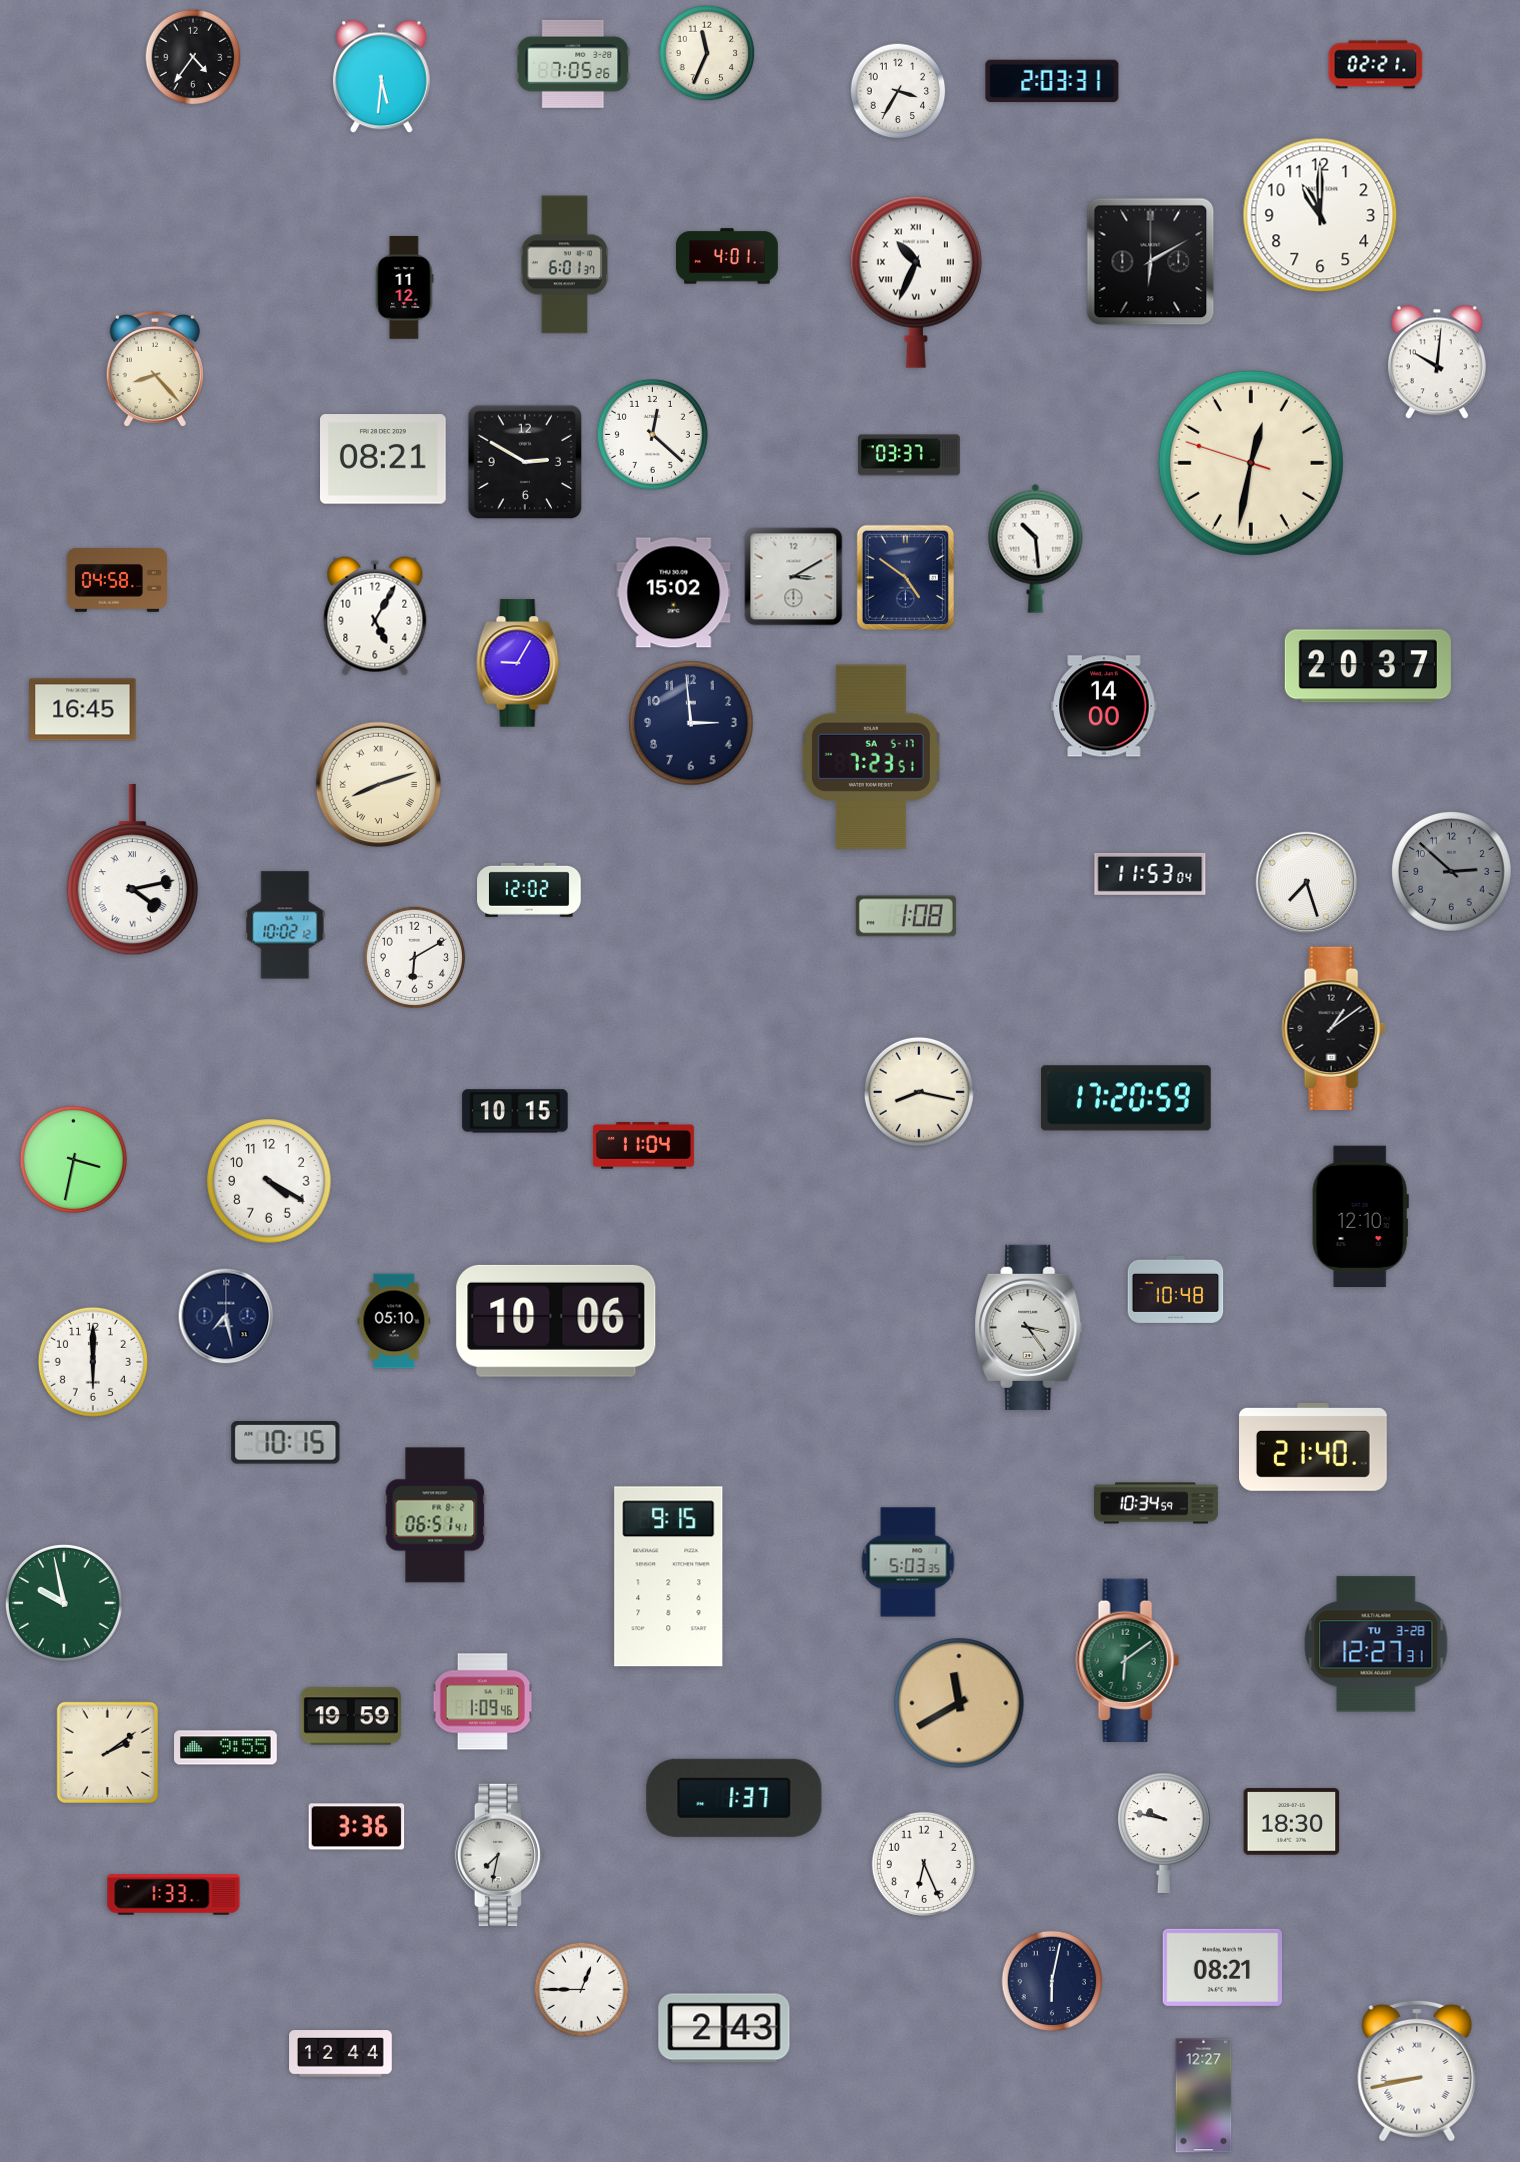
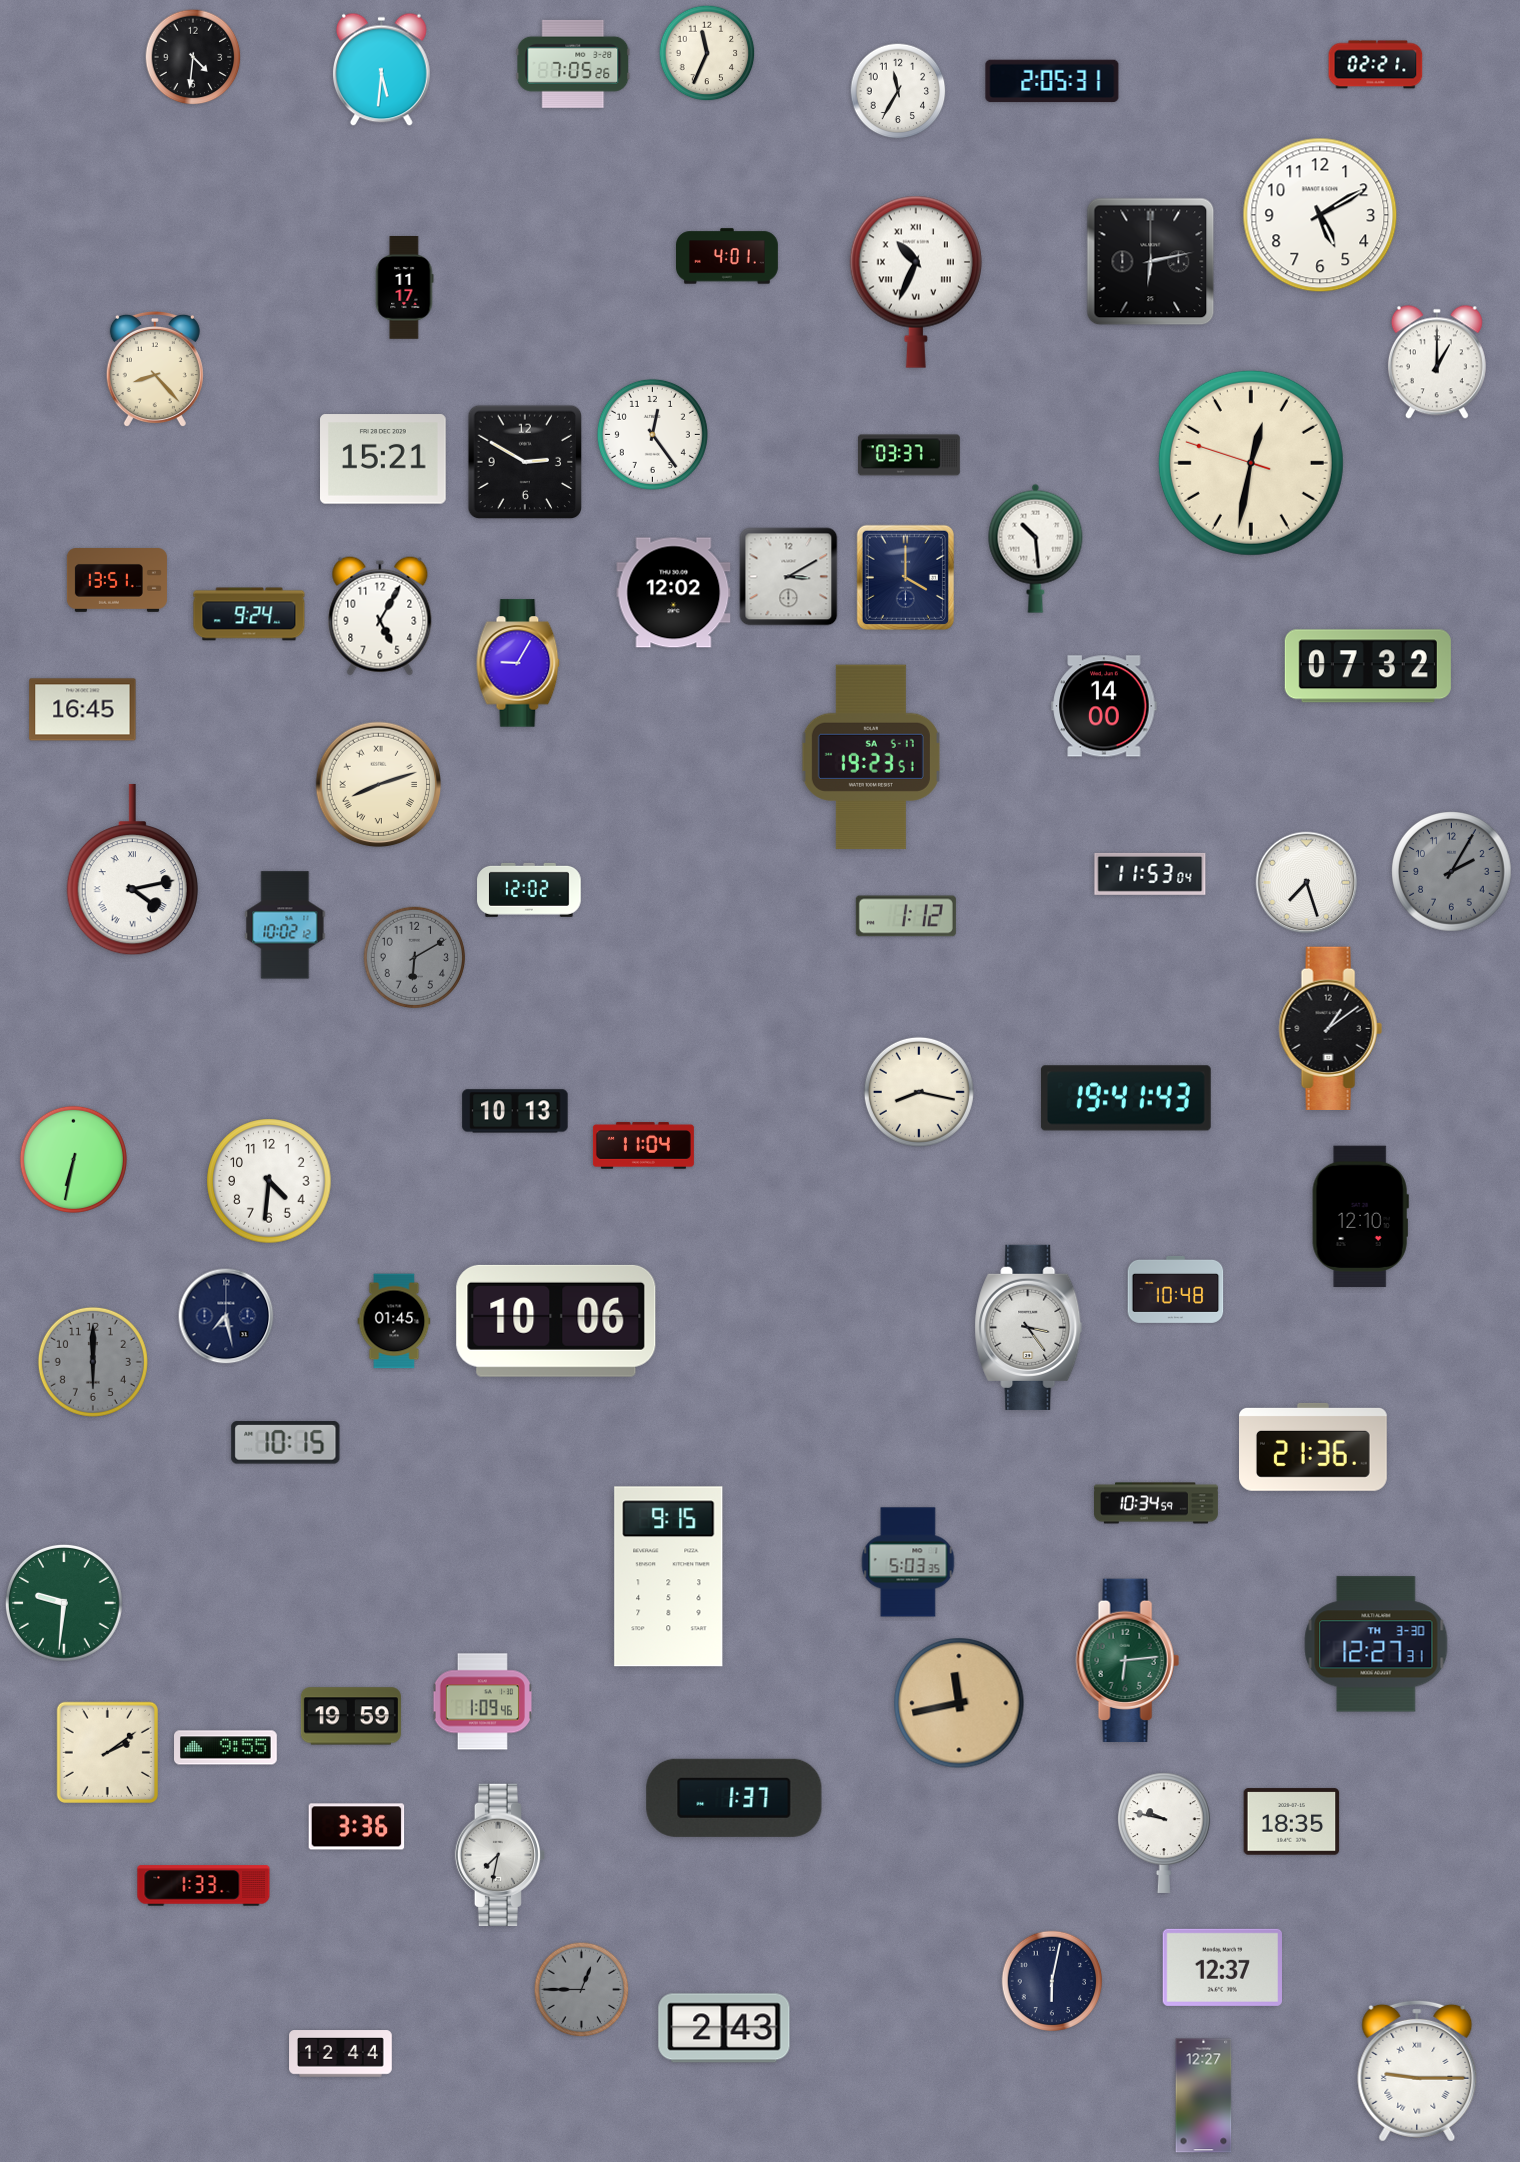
clock at (193, 57): 4:36 -> 4:31
clock at (382, 77) position: (382, 77) -> (382, 70)
clock at (1052, 81): 2:03 -> 2:05
clock at (898, 91): 3:35 -> 11:35
clock at (1320, 215): 11:00 -> 5:10
clock at (1151, 262): 6:10 -> 6:13
clock at (565, 265): 6:01 -> none
clock at (405, 288): 11:12 -> 11:17
clock at (1437, 362): 10:01 -> 1:00
clock at (652, 434): 12:22 -> 12:24
clock at (384, 459): 08:21 -> 15:21
clock at (794, 577) position: (794, 577) -> (789, 577)
clock at (905, 577): 4:51 -> 4:00
clock at (117, 581): 04:58 -> 13:51
clock at (674, 593): 15:02 -> 12:02
clock at (249, 614): none -> 9:24
clock at (375, 616) position: (375, 616) -> (380, 616)
clock at (1368, 666): 20:37 -> 07:32
clock at (691, 723): 2:59 -> none
clock at (871, 757): 7:23 -> 19:23
clock at (1452, 872): 2:52 -> 2:05
clock at (906, 916): 1:08 -> 1:12
clock at (414, 957) dial: white -> grey
clock at (1333, 1028) position: (1333, 1028) -> (1330, 1028)
clock at (1126, 1098): 17:20 -> 19:41
clock at (515, 1111): 10:15 -> 10:13
clock at (73, 1159): 3:32 -> 6:32
clock at (269, 1181): 4:20 -> 4:31
clock at (394, 1321): 05:10 -> 01:45
clock at (93, 1362) dial: white -> grey
clock at (1314, 1447): 21:40 -> 21:36
clock at (435, 1515): 06:51 -> none
clock at (64, 1603): 9:58 -> 9:31
clock at (1376, 1644) date: TU 3-28 -> TH 3-30
clock at (1127, 1660): 6:09 -> 6:14
clock at (959, 1703): 11:40 -> 11:43
clock at (1292, 1822): 18:30 -> 18:35
clock at (924, 1864): 6:26 -> none
clock at (174, 1895) position: (174, 1895) -> (204, 1886)
clock at (1222, 1967): 08:21 -> 12:37
clock at (582, 1990) dial: white -> grey
clock at (1417, 2071): 8:43 -> 9:15
